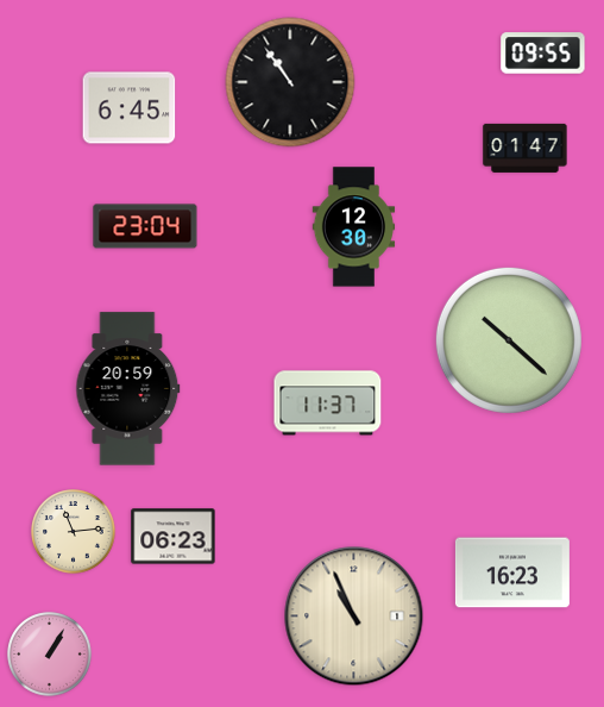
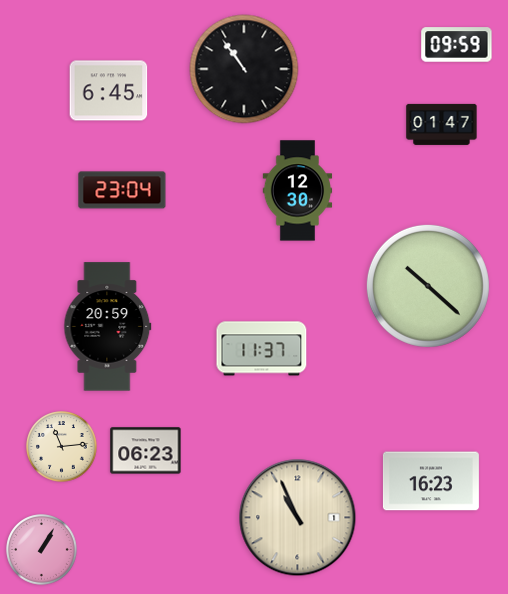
clock at (543, 54): 09:55 -> 09:59
clock at (328, 403) position: (328, 403) -> (262, 349)
